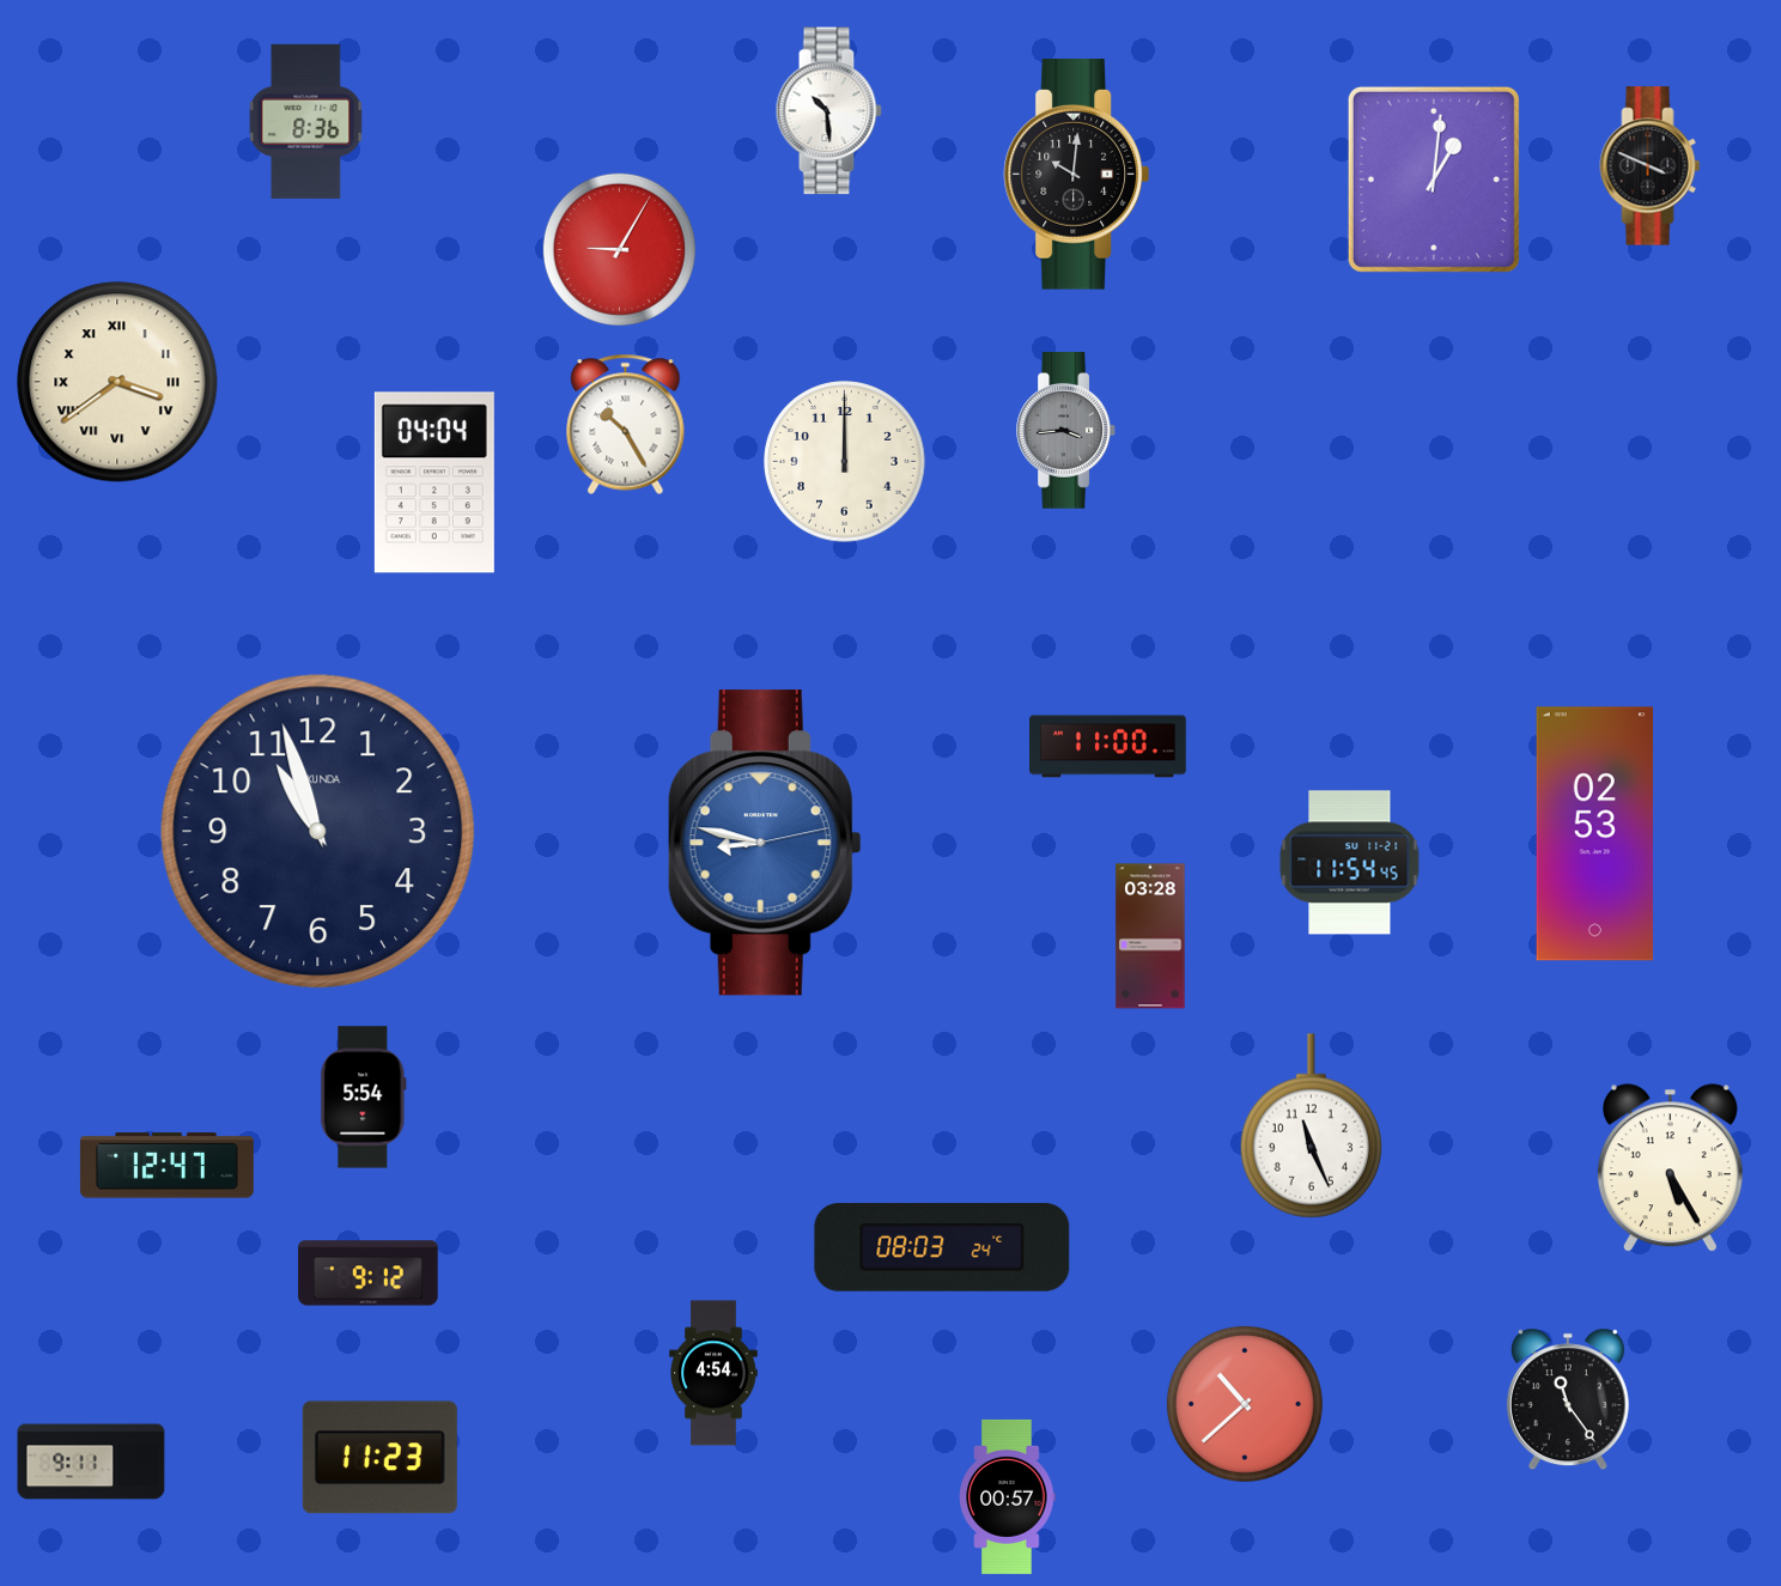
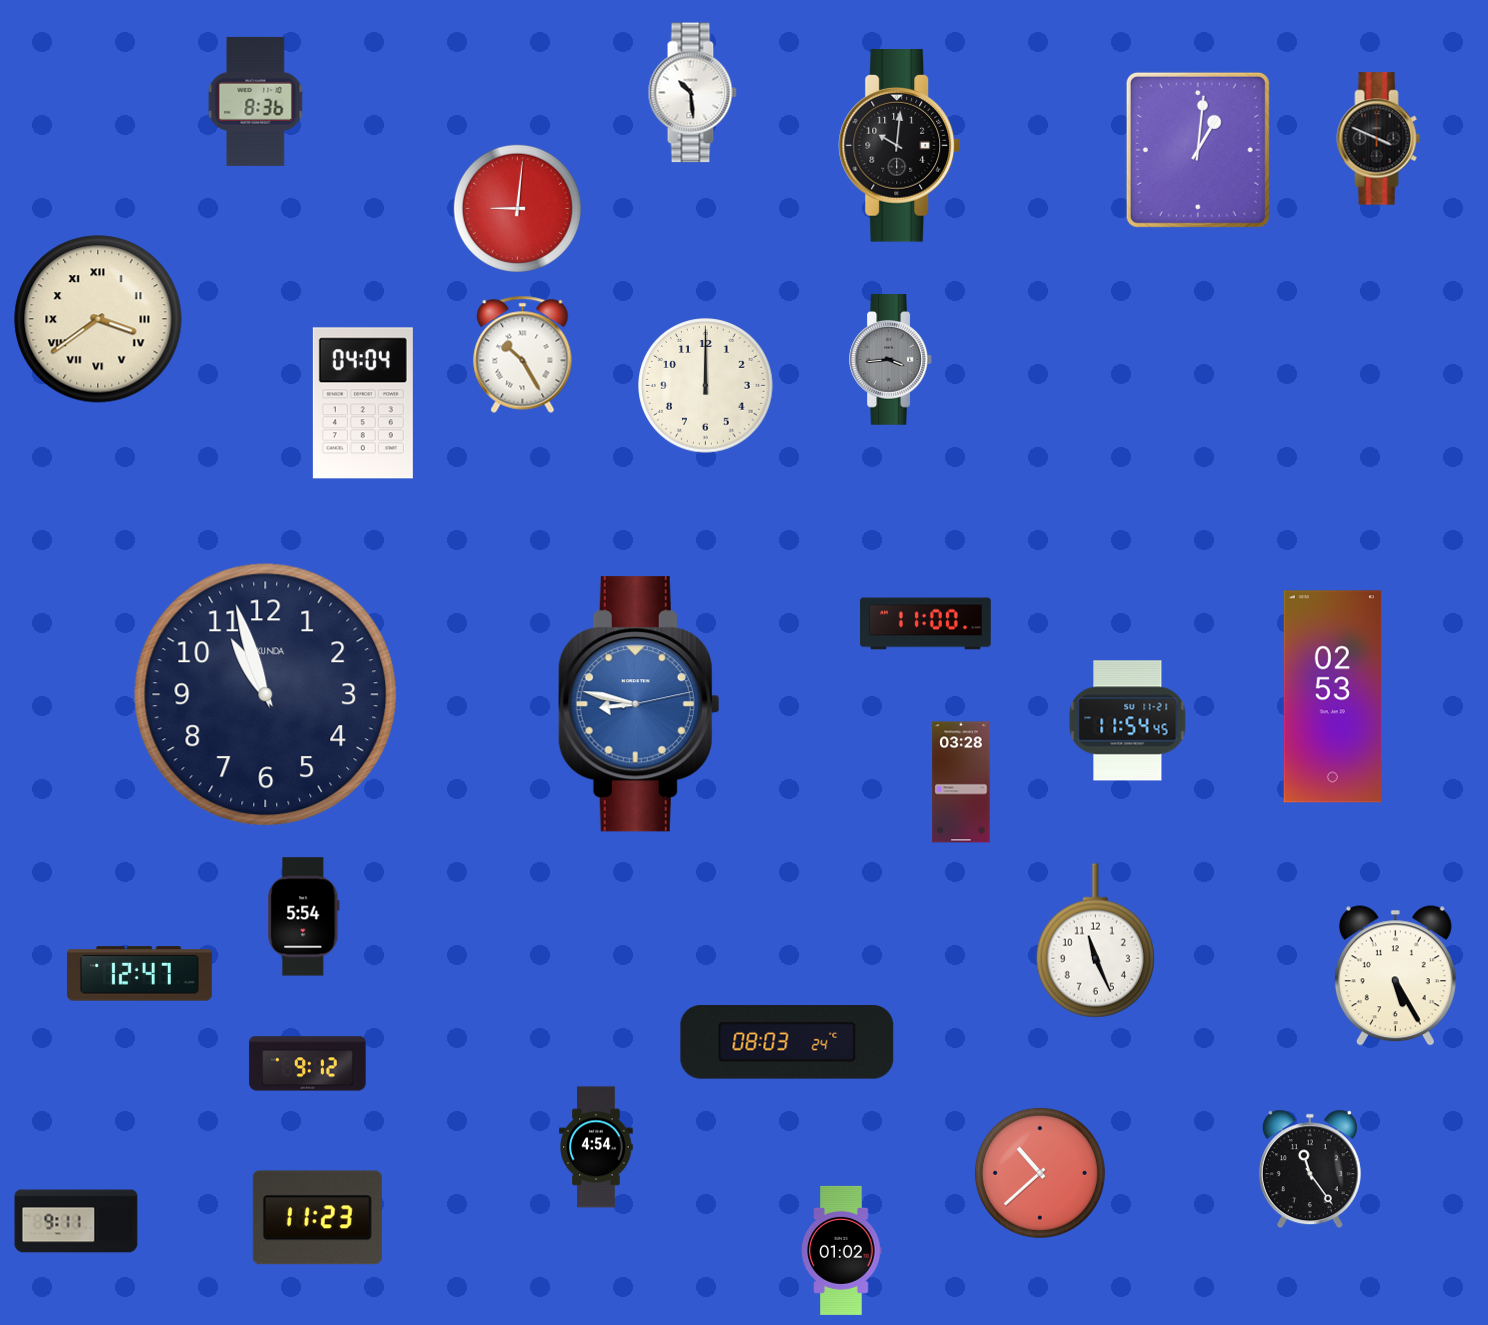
clock at (619, 249): 9:05 -> 9:01
clock at (1008, 1496): 00:57 -> 01:02
